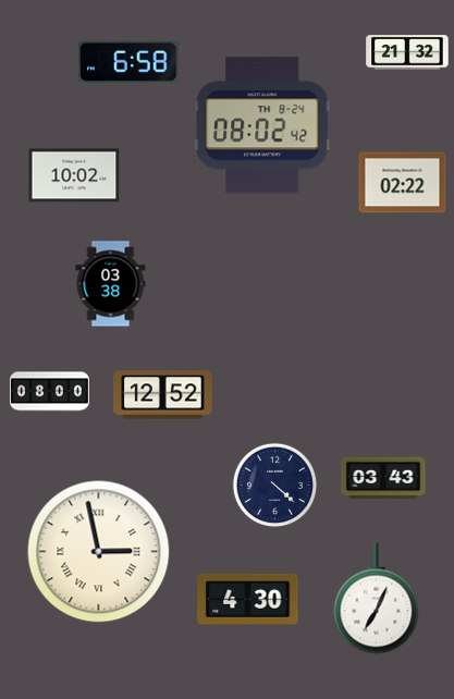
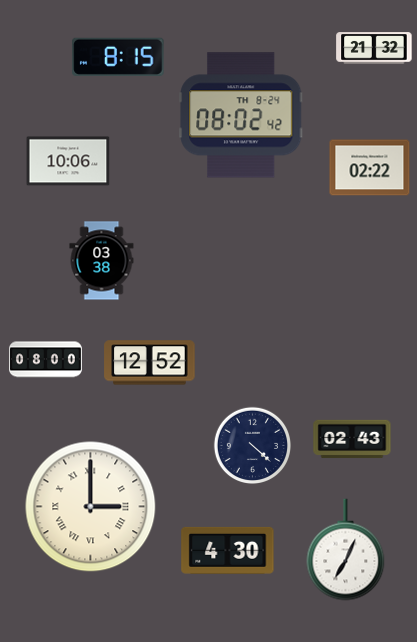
clock at (128, 62): 6:58 -> 8:15
clock at (74, 175): 10:02 -> 10:06
clock at (383, 478): 03:43 -> 02:43
clock at (99, 552): 2:58 -> 3:00
